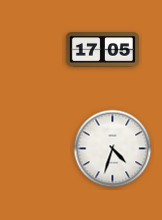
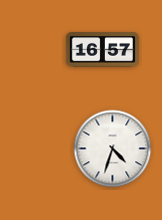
clock at (102, 50): 17:05 -> 16:57
